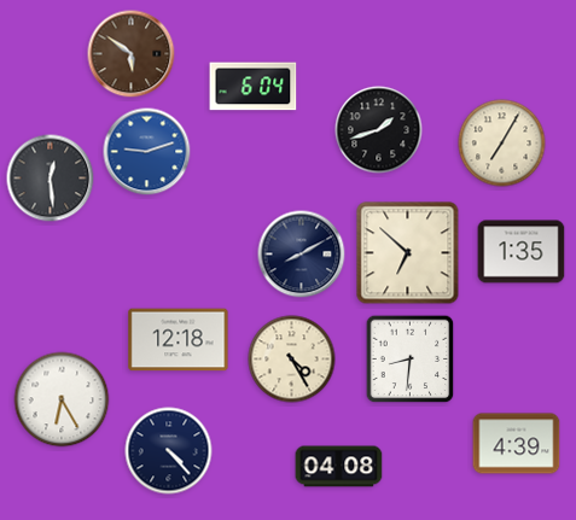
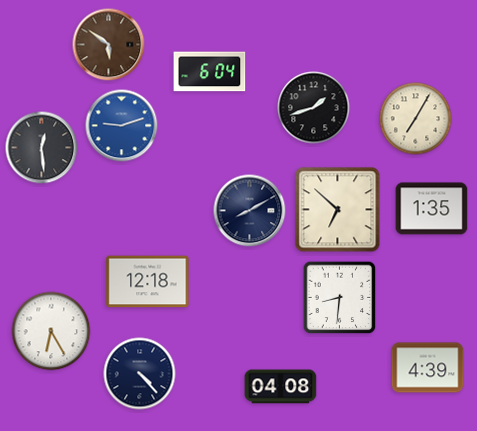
clock at (292, 360): 4:25 -> none
